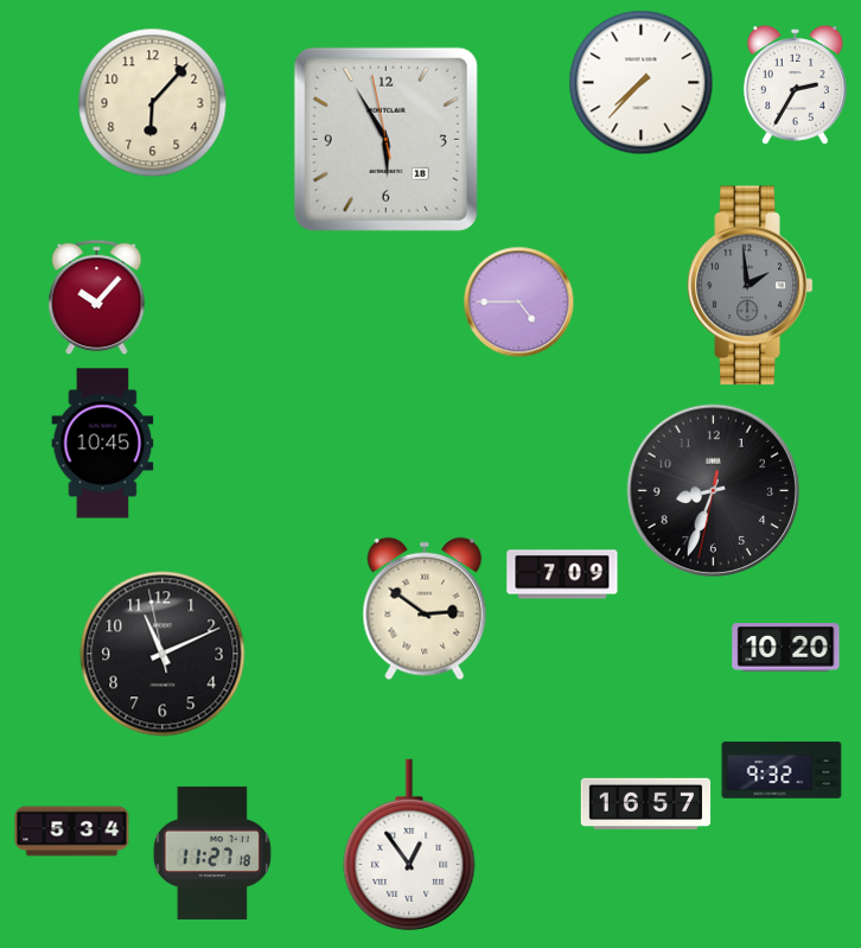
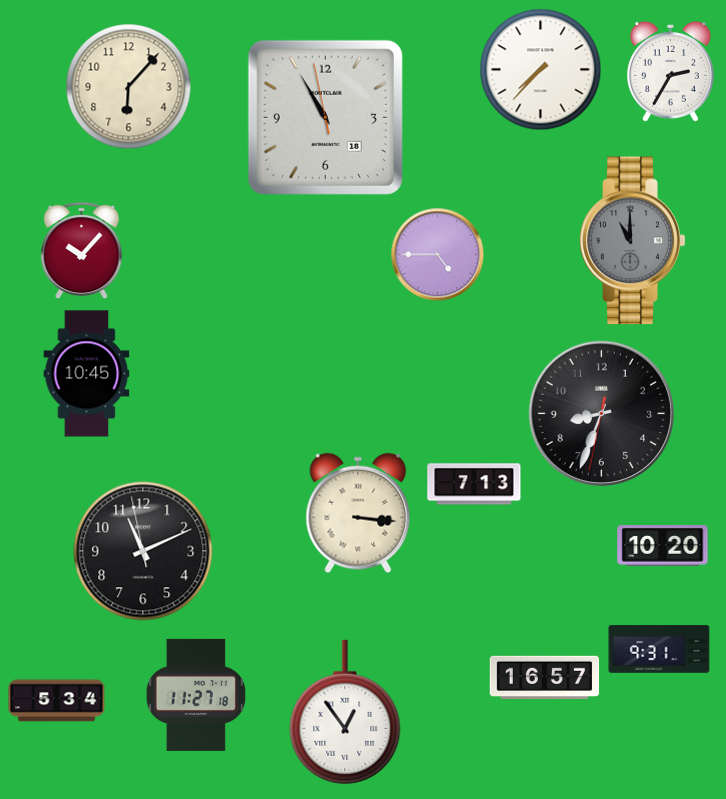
clock at (385, 139): 5:54 -> 10:54
clock at (751, 286): 1:59 -> 11:00
clock at (562, 574): 7:09 -> 7:13
clock at (425, 609): 2:51 -> 3:16
clock at (162, 654) position: (162, 654) -> (143, 551)
clock at (782, 770): 9:32 -> 9:31
clock at (72, 832) position: (72, 832) -> (57, 701)
clock at (212, 853) position: (212, 853) -> (196, 695)
